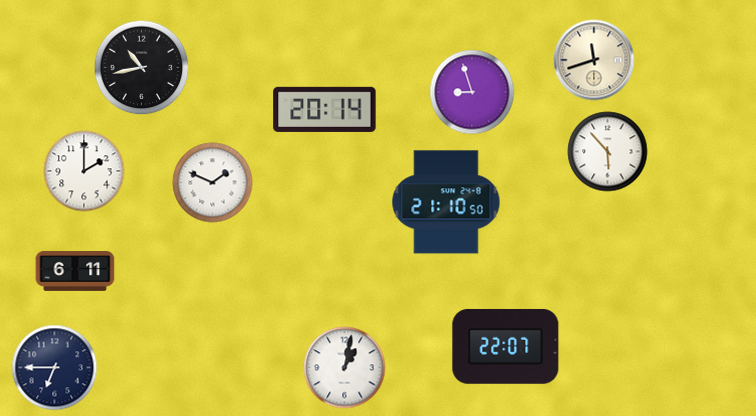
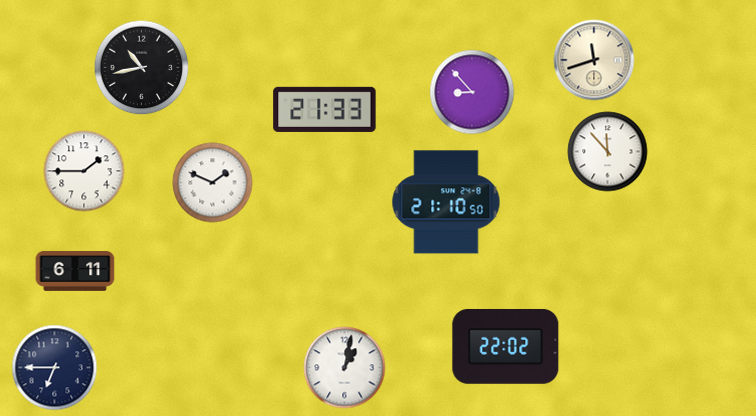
clock at (472, 92): 8:57 -> 8:53
clock at (325, 109): 20:14 -> 21:33
clock at (608, 152): 5:53 -> 11:53
clock at (84, 171): 2:00 -> 1:45
clock at (506, 346): 22:07 -> 22:02
